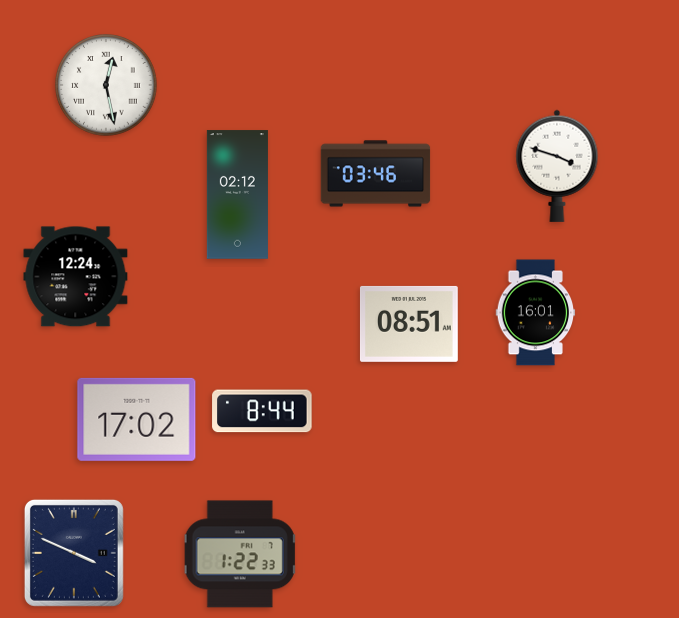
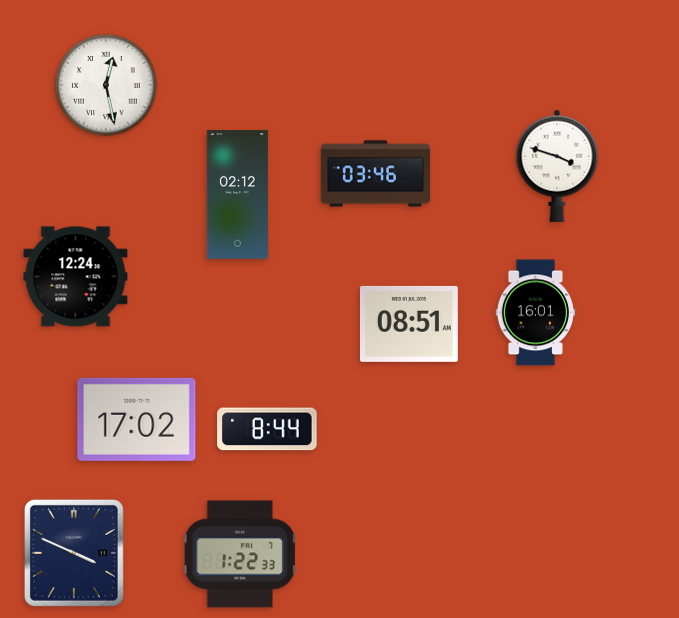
clock at (262, 411) position: (262, 411) -> (267, 429)
